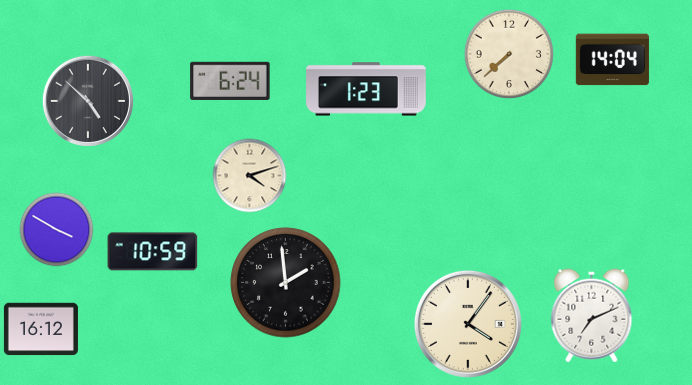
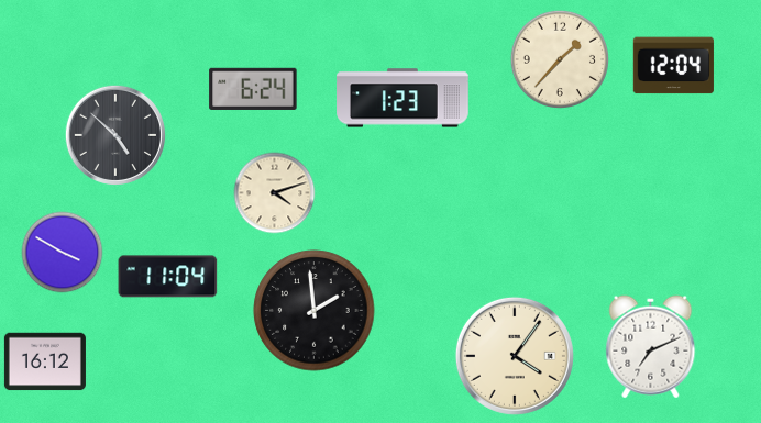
clock at (508, 53): 7:38 -> 1:37
clock at (612, 60): 14:04 -> 12:04
clock at (88, 101) position: (88, 101) -> (115, 135)
clock at (153, 252): 10:59 -> 11:04
